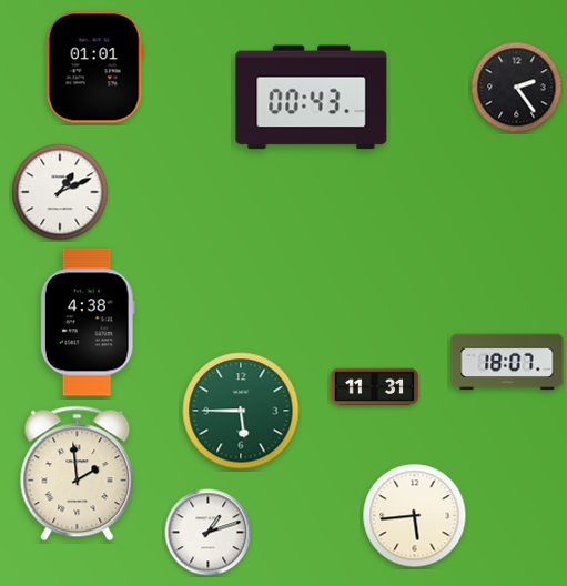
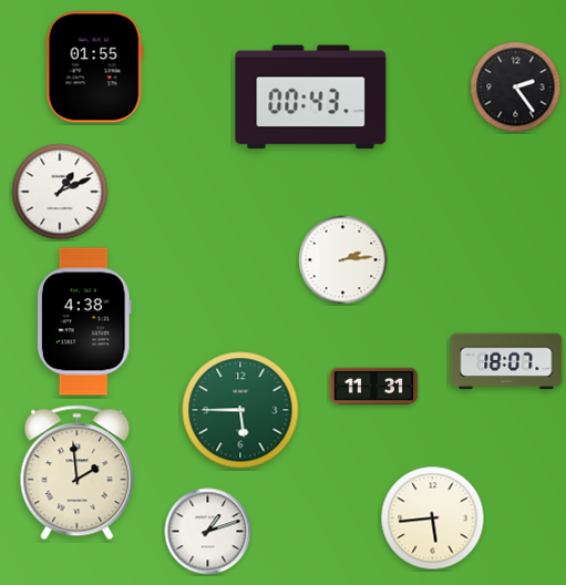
clock at (94, 68): 01:01 -> 01:55
clock at (343, 260): none -> 2:14
clock at (88, 322) position: (88, 322) -> (84, 321)
clock at (415, 516) position: (415, 516) -> (433, 519)
